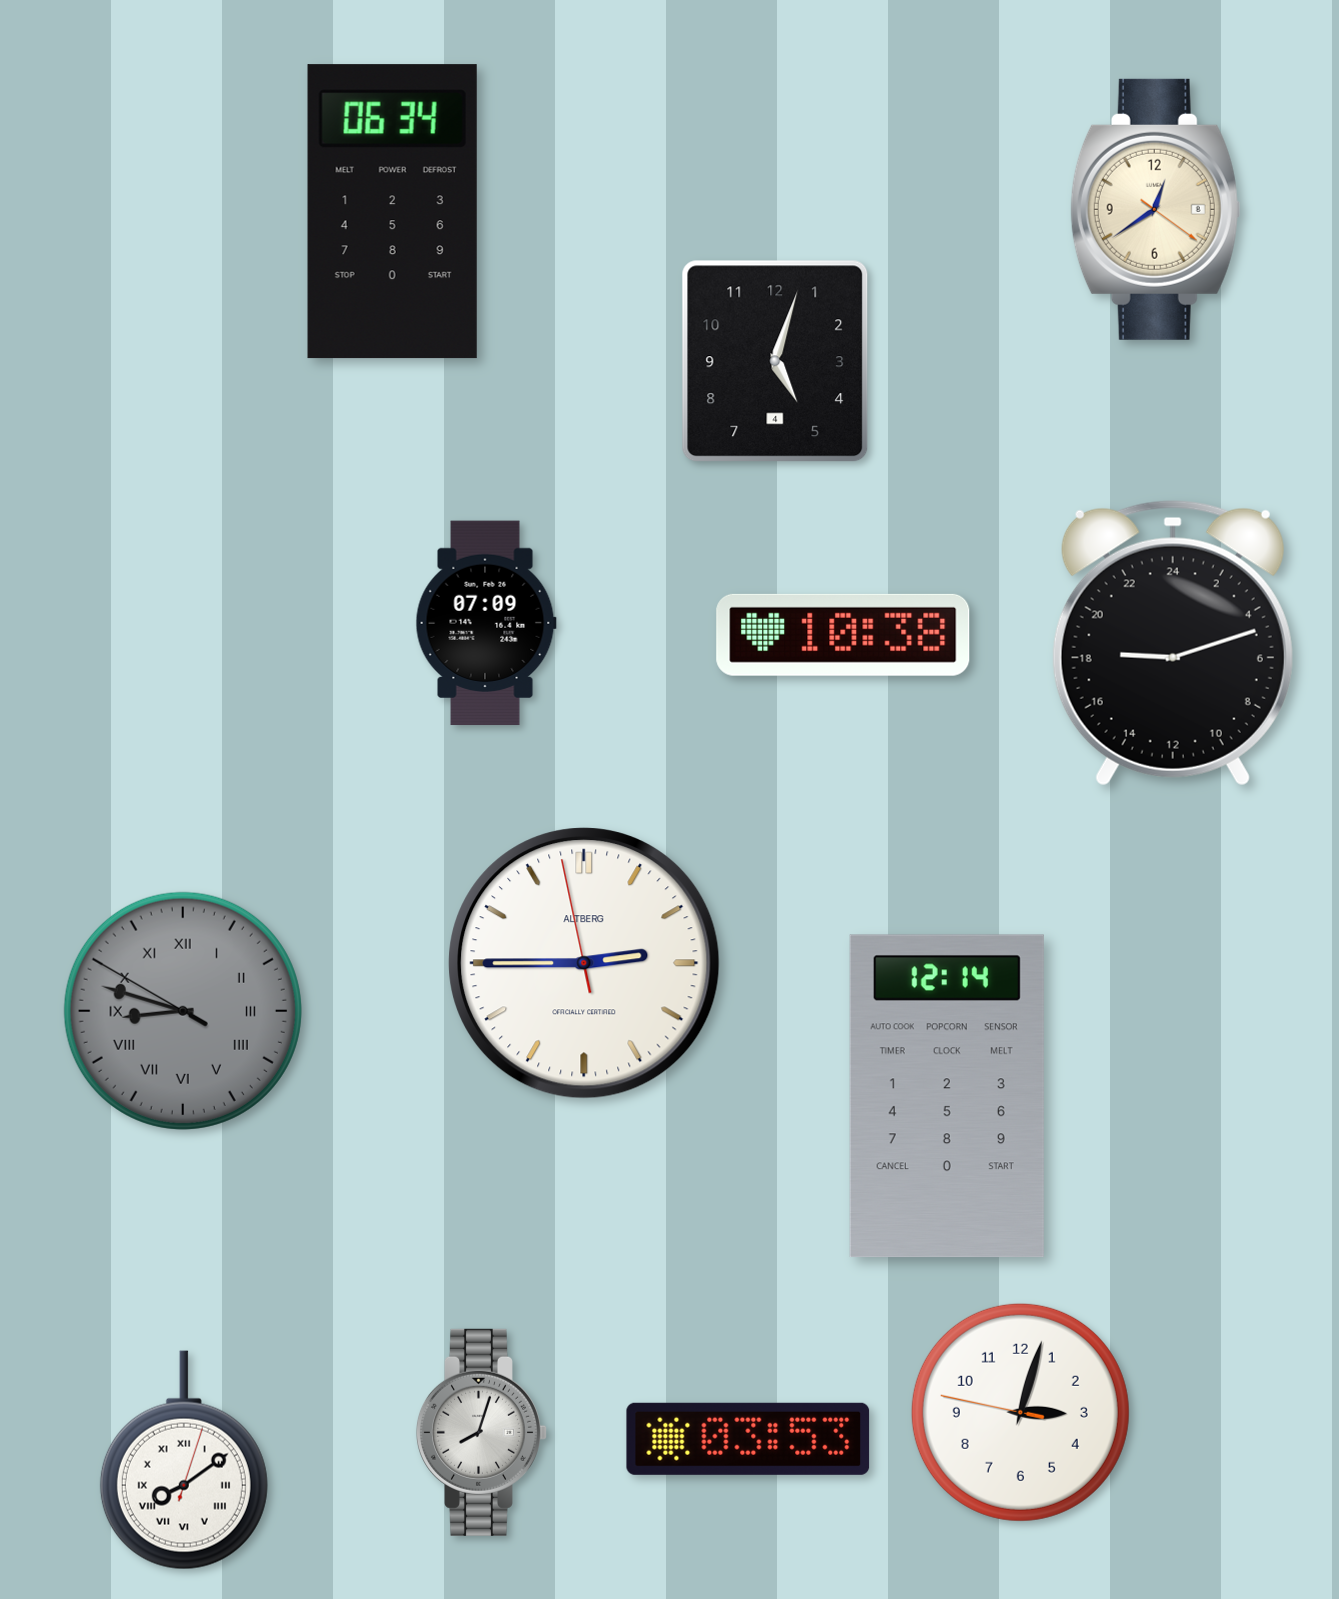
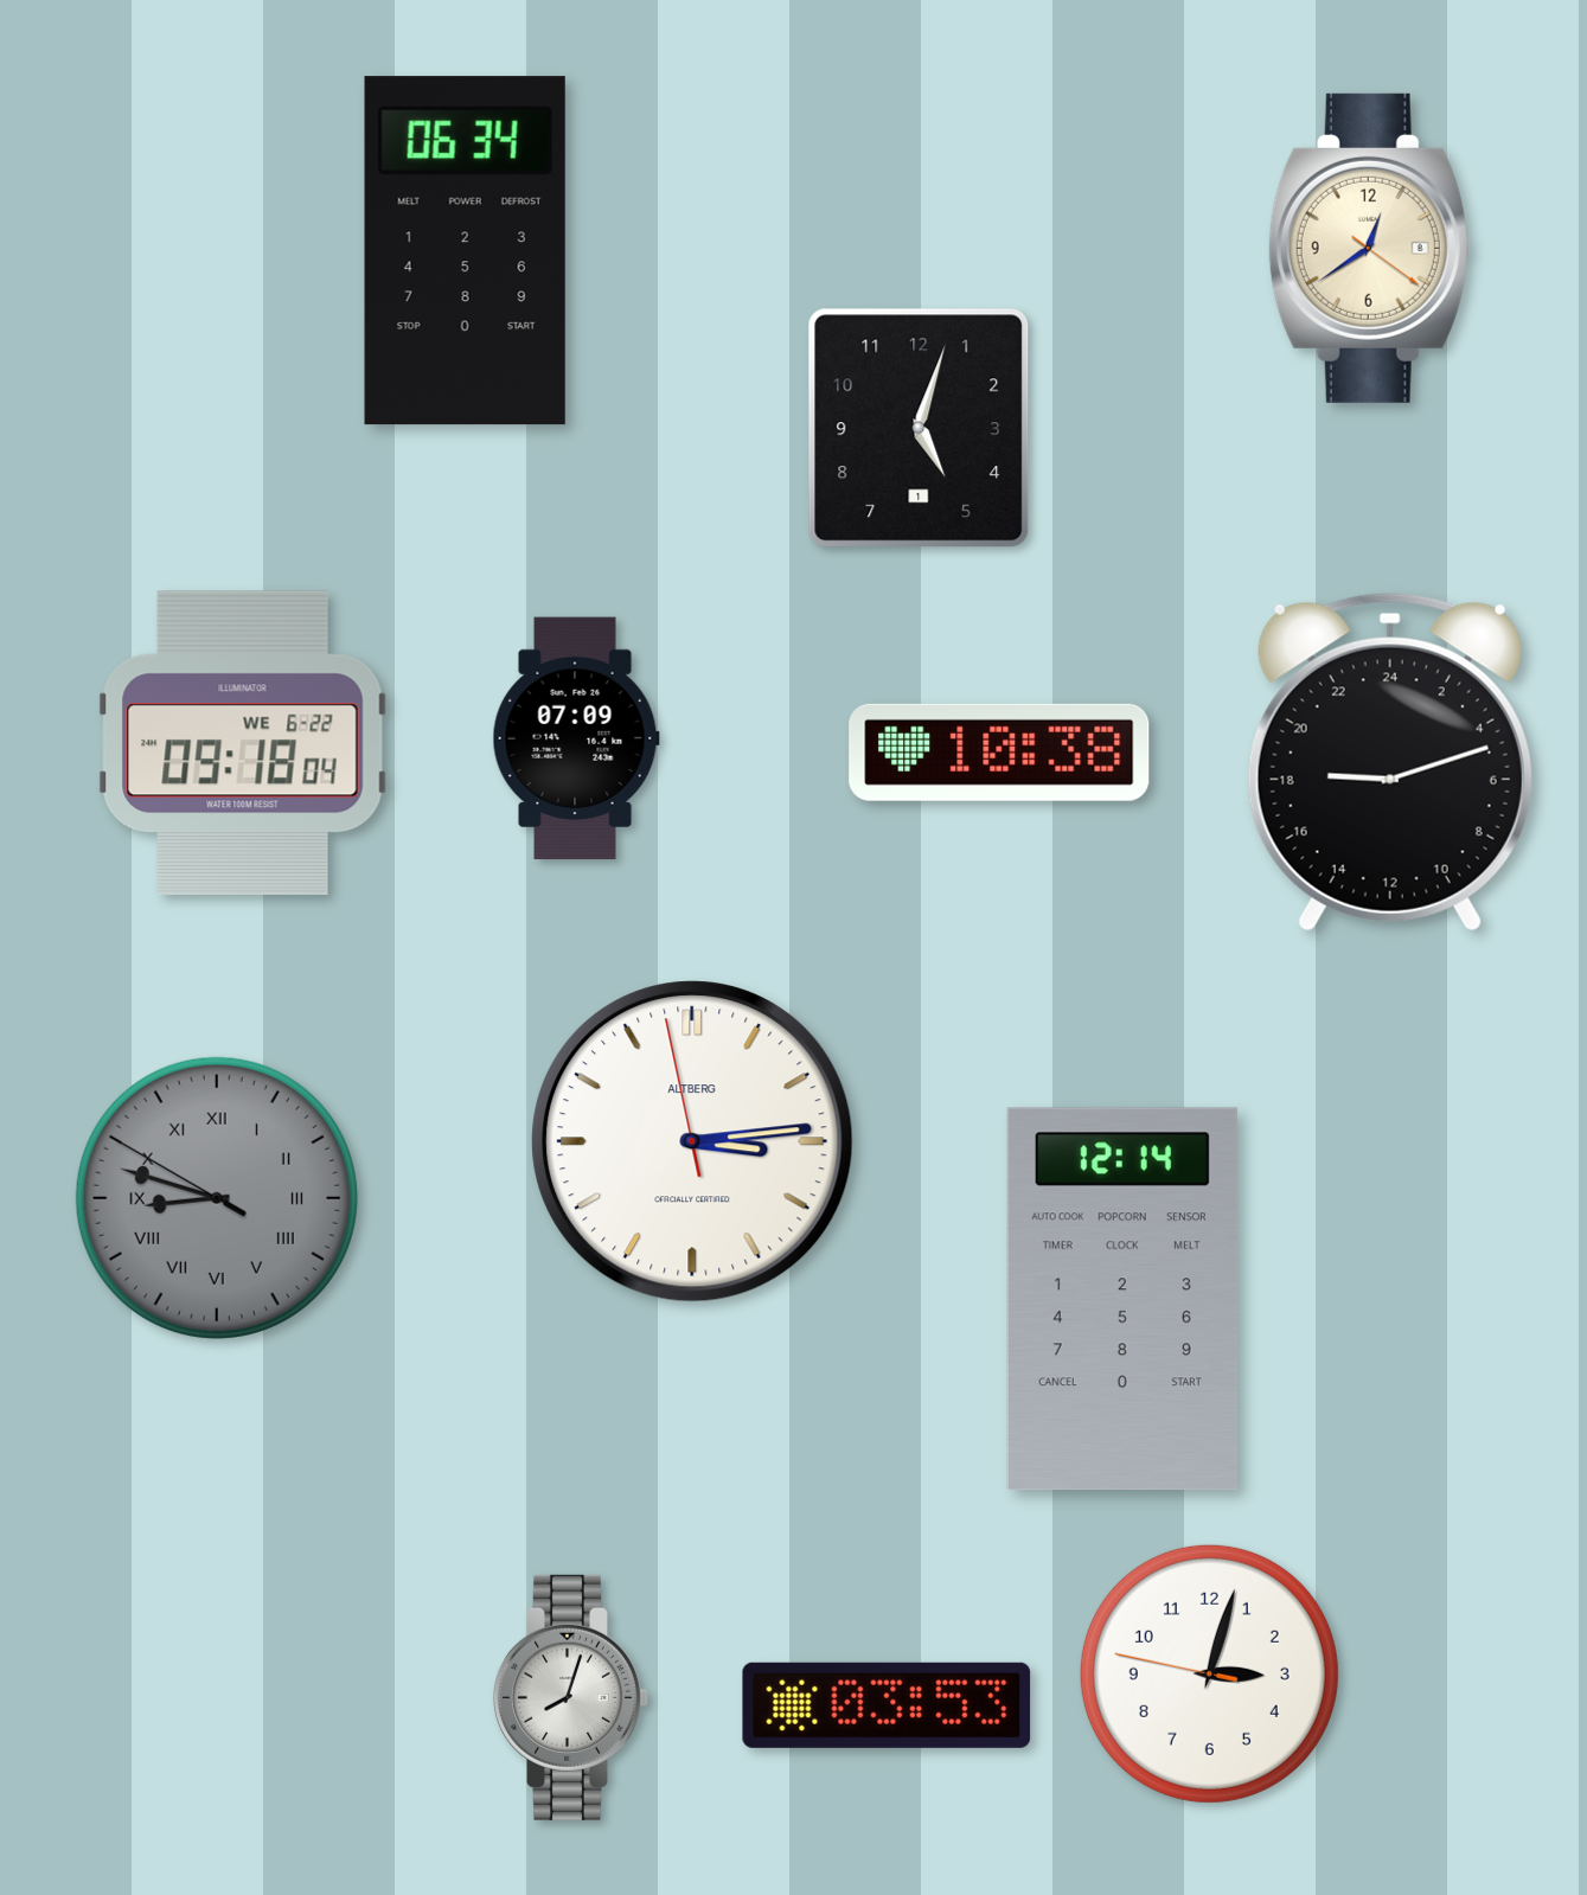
clock at (775, 361) date: 4 -> 1
clock at (243, 742): none -> 09:18
clock at (584, 963): 2:44 -> 3:13
clock at (184, 1460): 8:09 -> none
